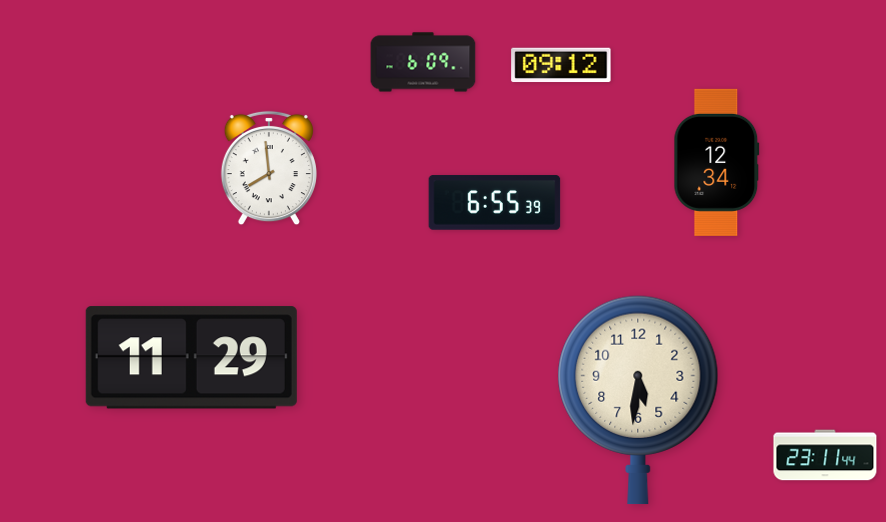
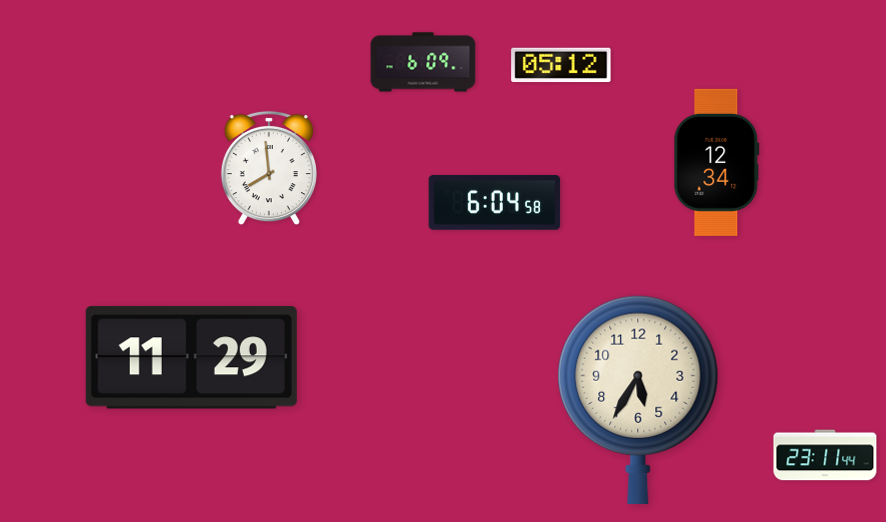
clock at (561, 65): 09:12 -> 05:12
clock at (495, 203): 6:55 -> 6:04
clock at (638, 400): 5:31 -> 5:35
